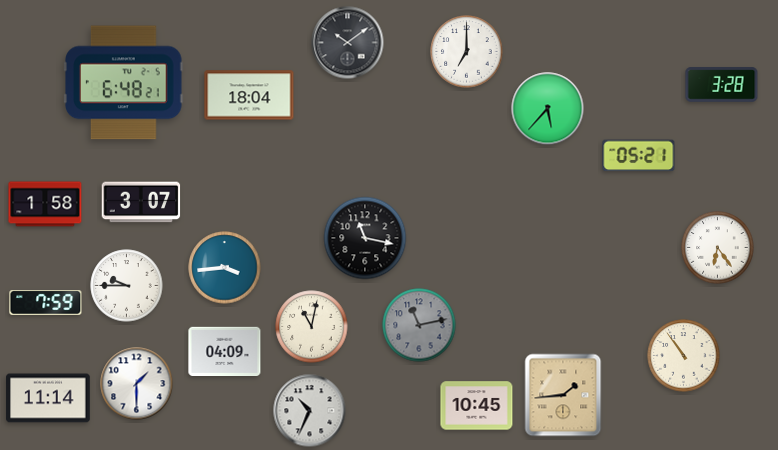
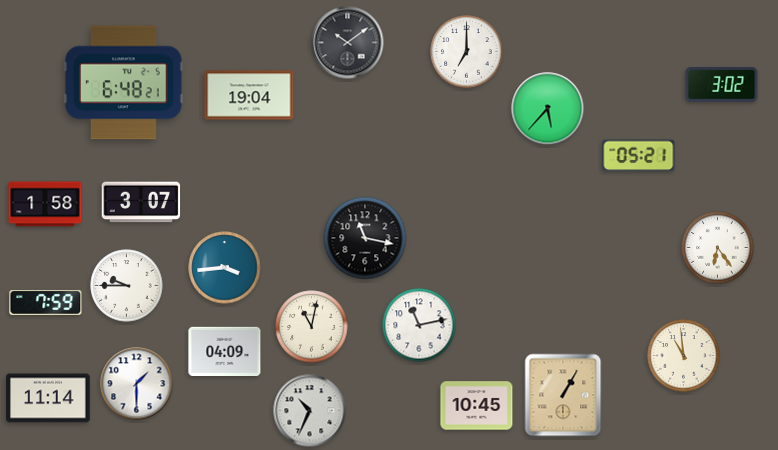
clock at (722, 85): 3:28 -> 3:02
clock at (249, 95): 18:04 -> 19:04
clock at (419, 325) dial: grey -> white
clock at (684, 356): 10:54 -> 10:59
clock at (563, 395): 1:44 -> 1:05
